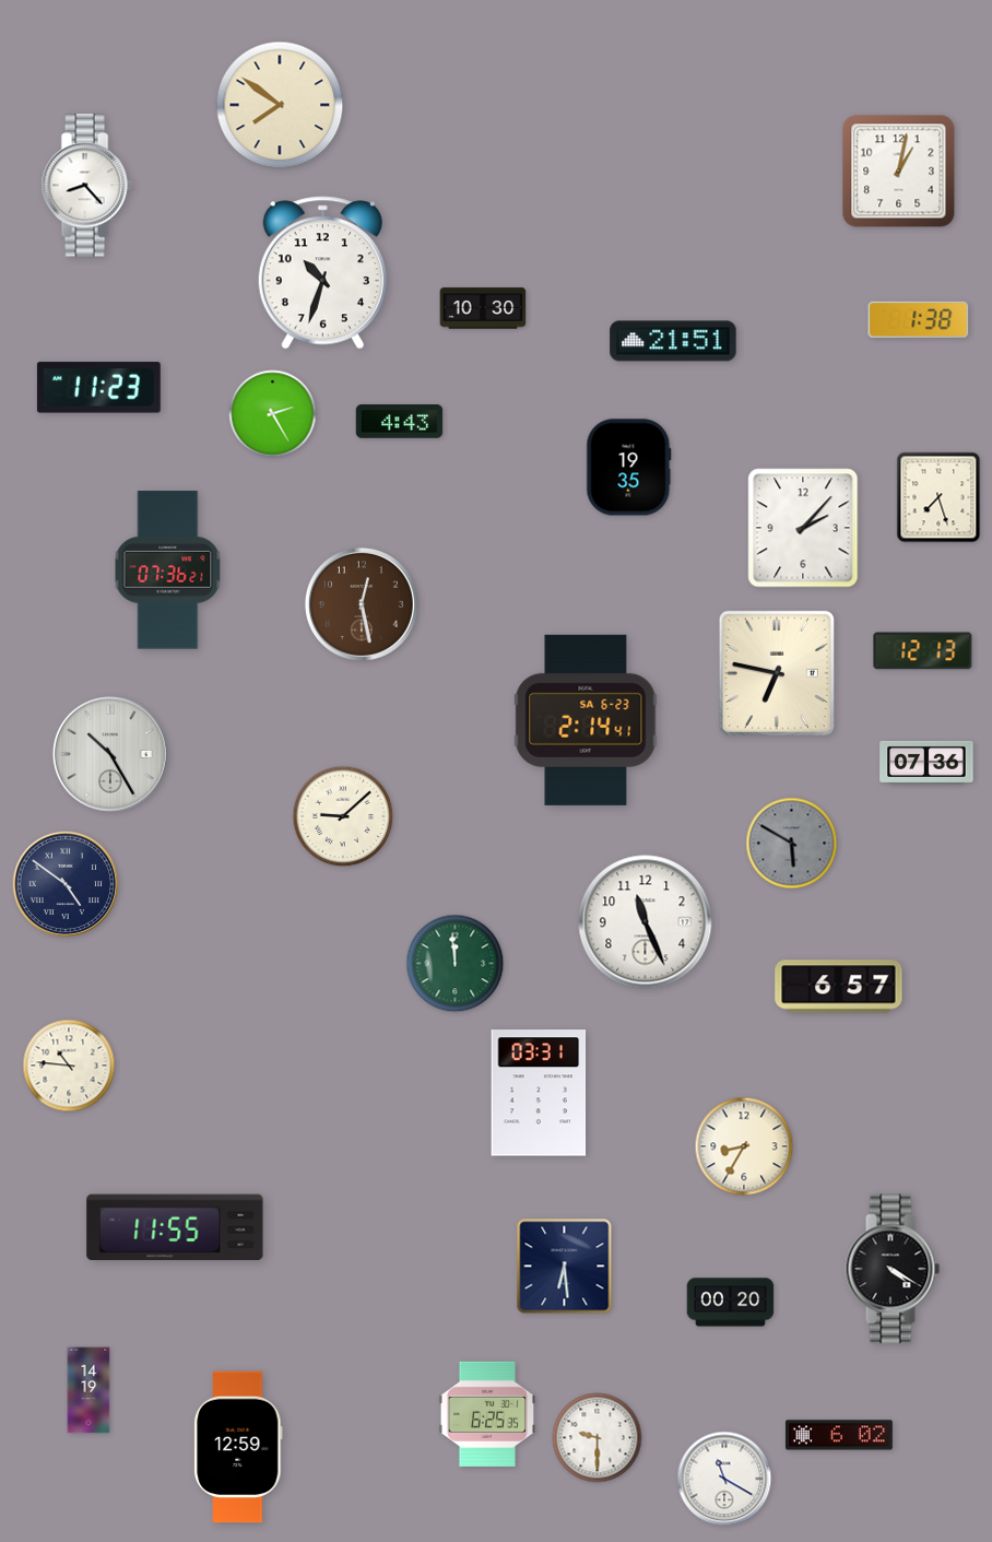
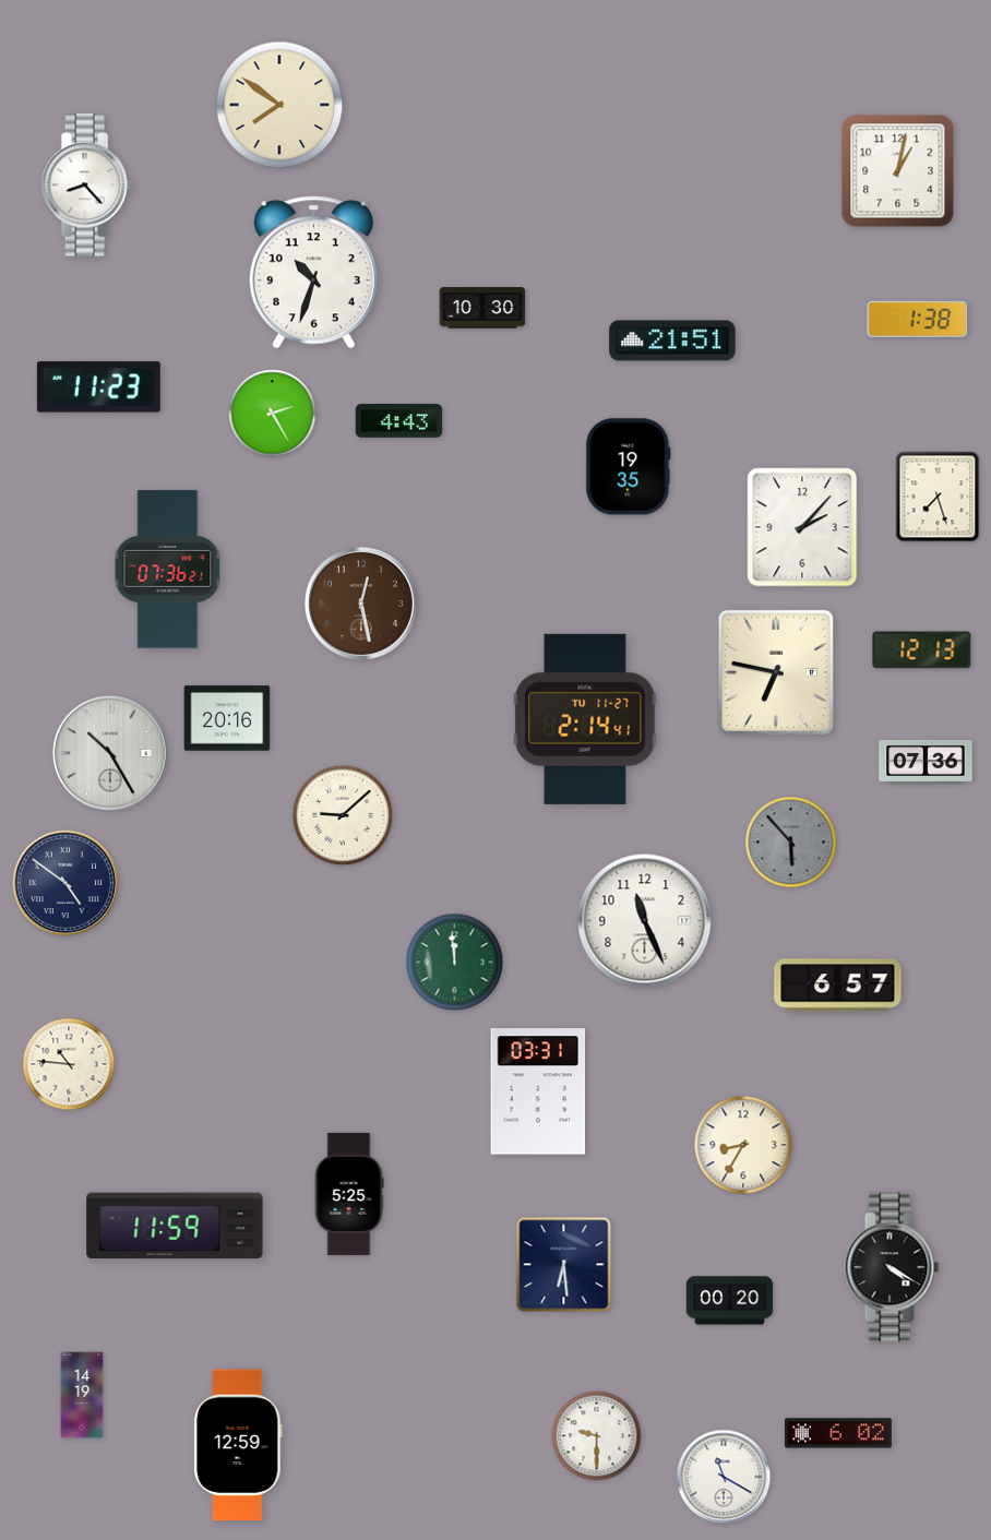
clock at (322, 273) position: (322, 273) -> (313, 273)
clock at (227, 718): none -> 20:16
clock at (586, 720) date: SA 6-23 -> TU 11-27
clock at (792, 844): 5:50 -> 5:53
clock at (349, 1194): none -> 5:25
clock at (175, 1227): 11:55 -> 11:59
clock at (88, 1390) position: (88, 1390) -> (82, 1395)
clock at (487, 1414): 6:25 -> none
